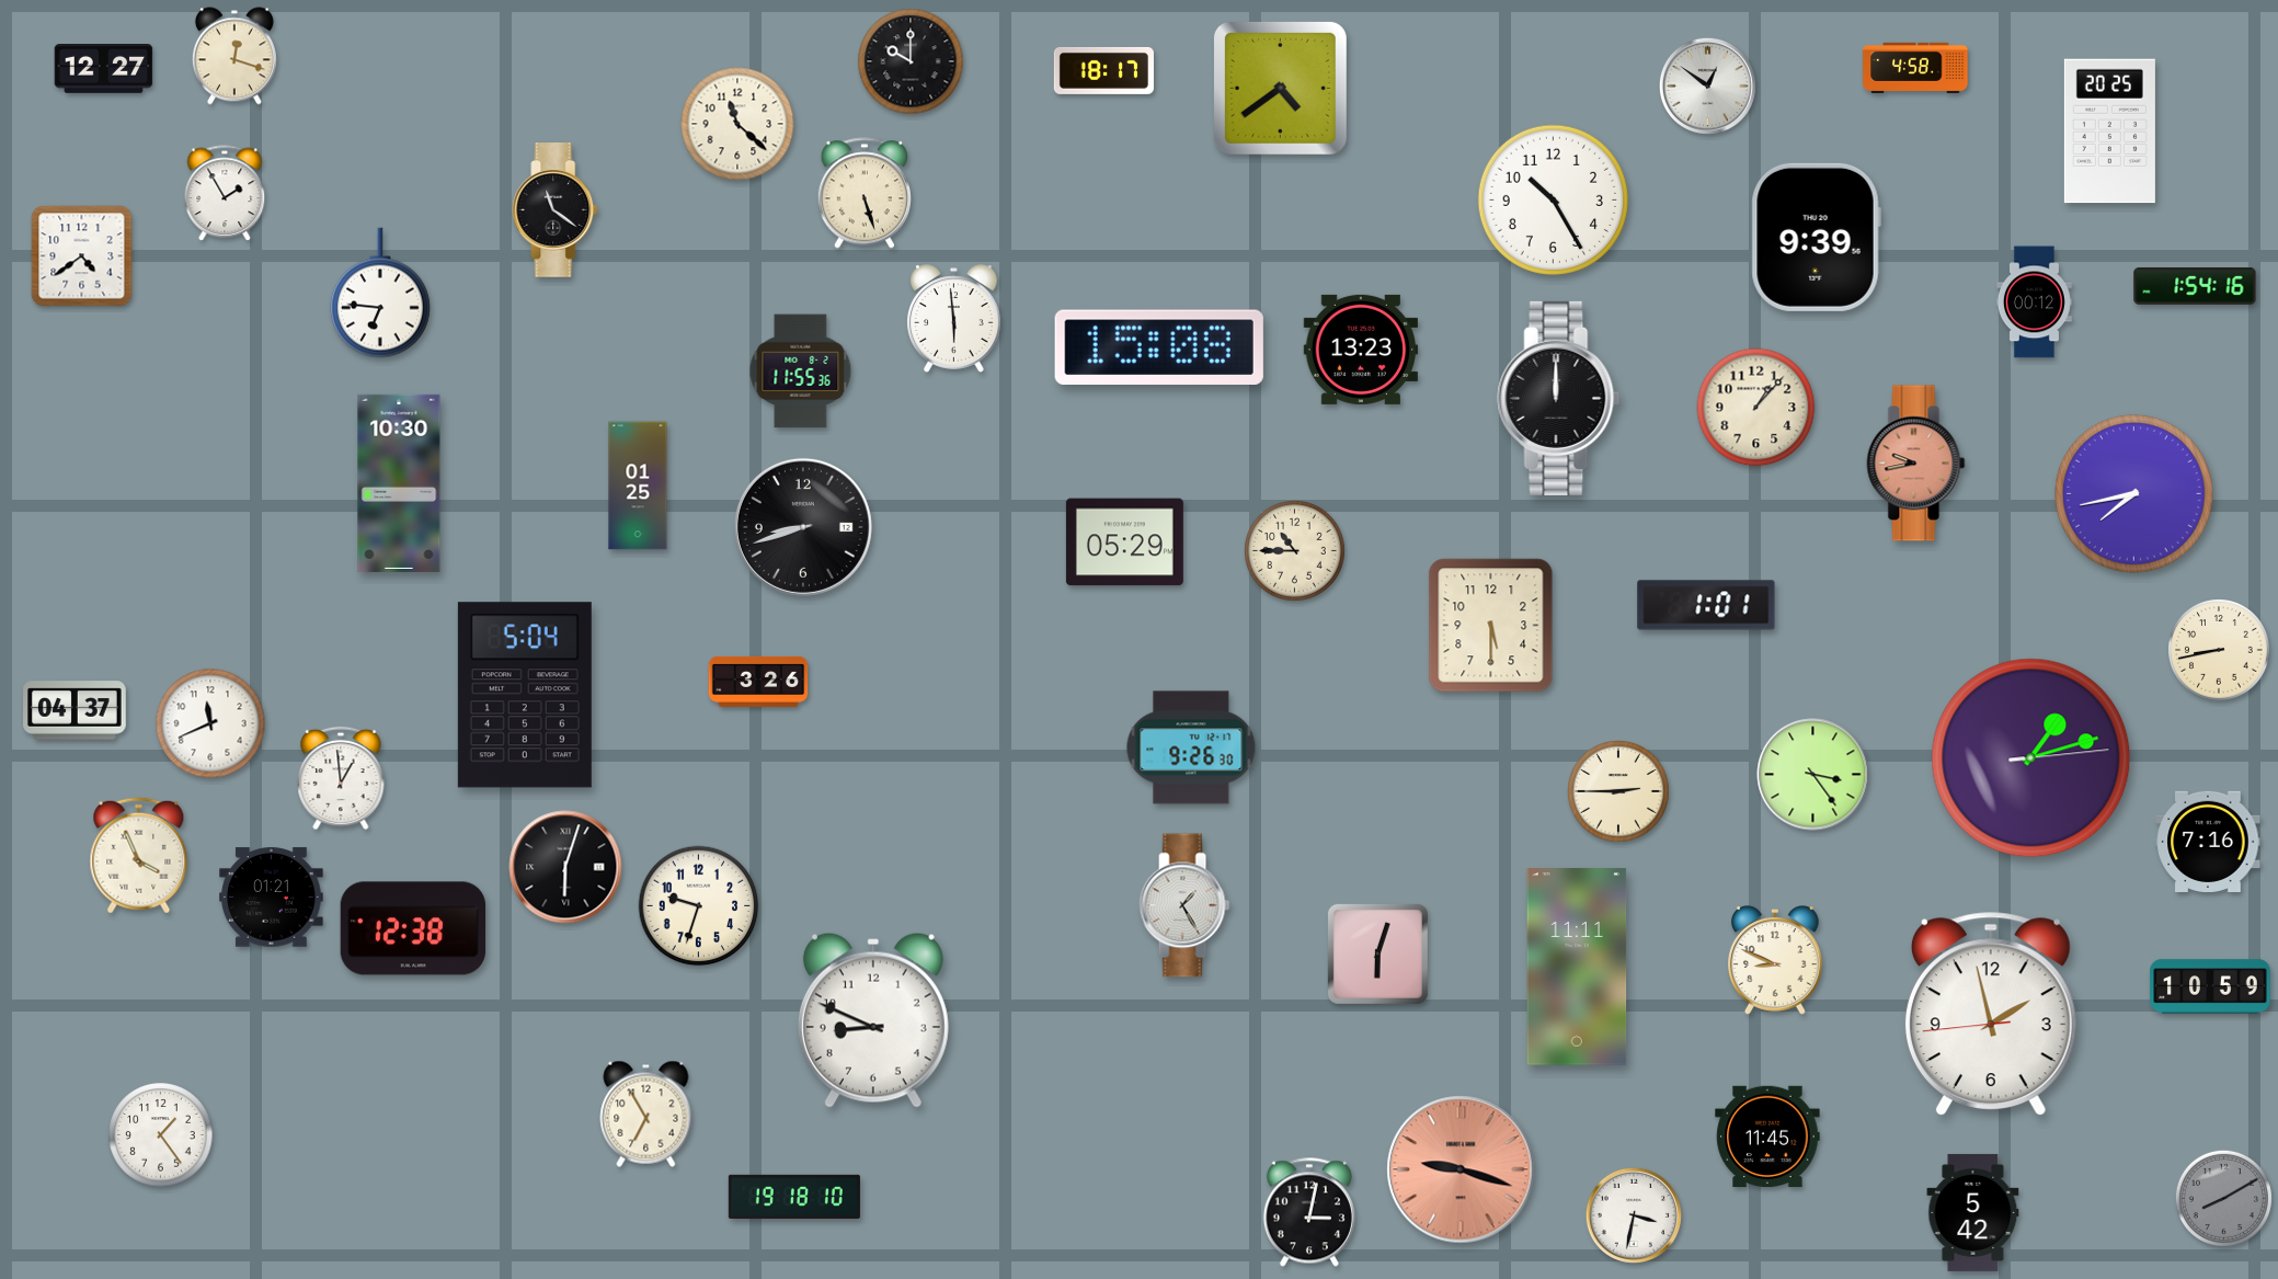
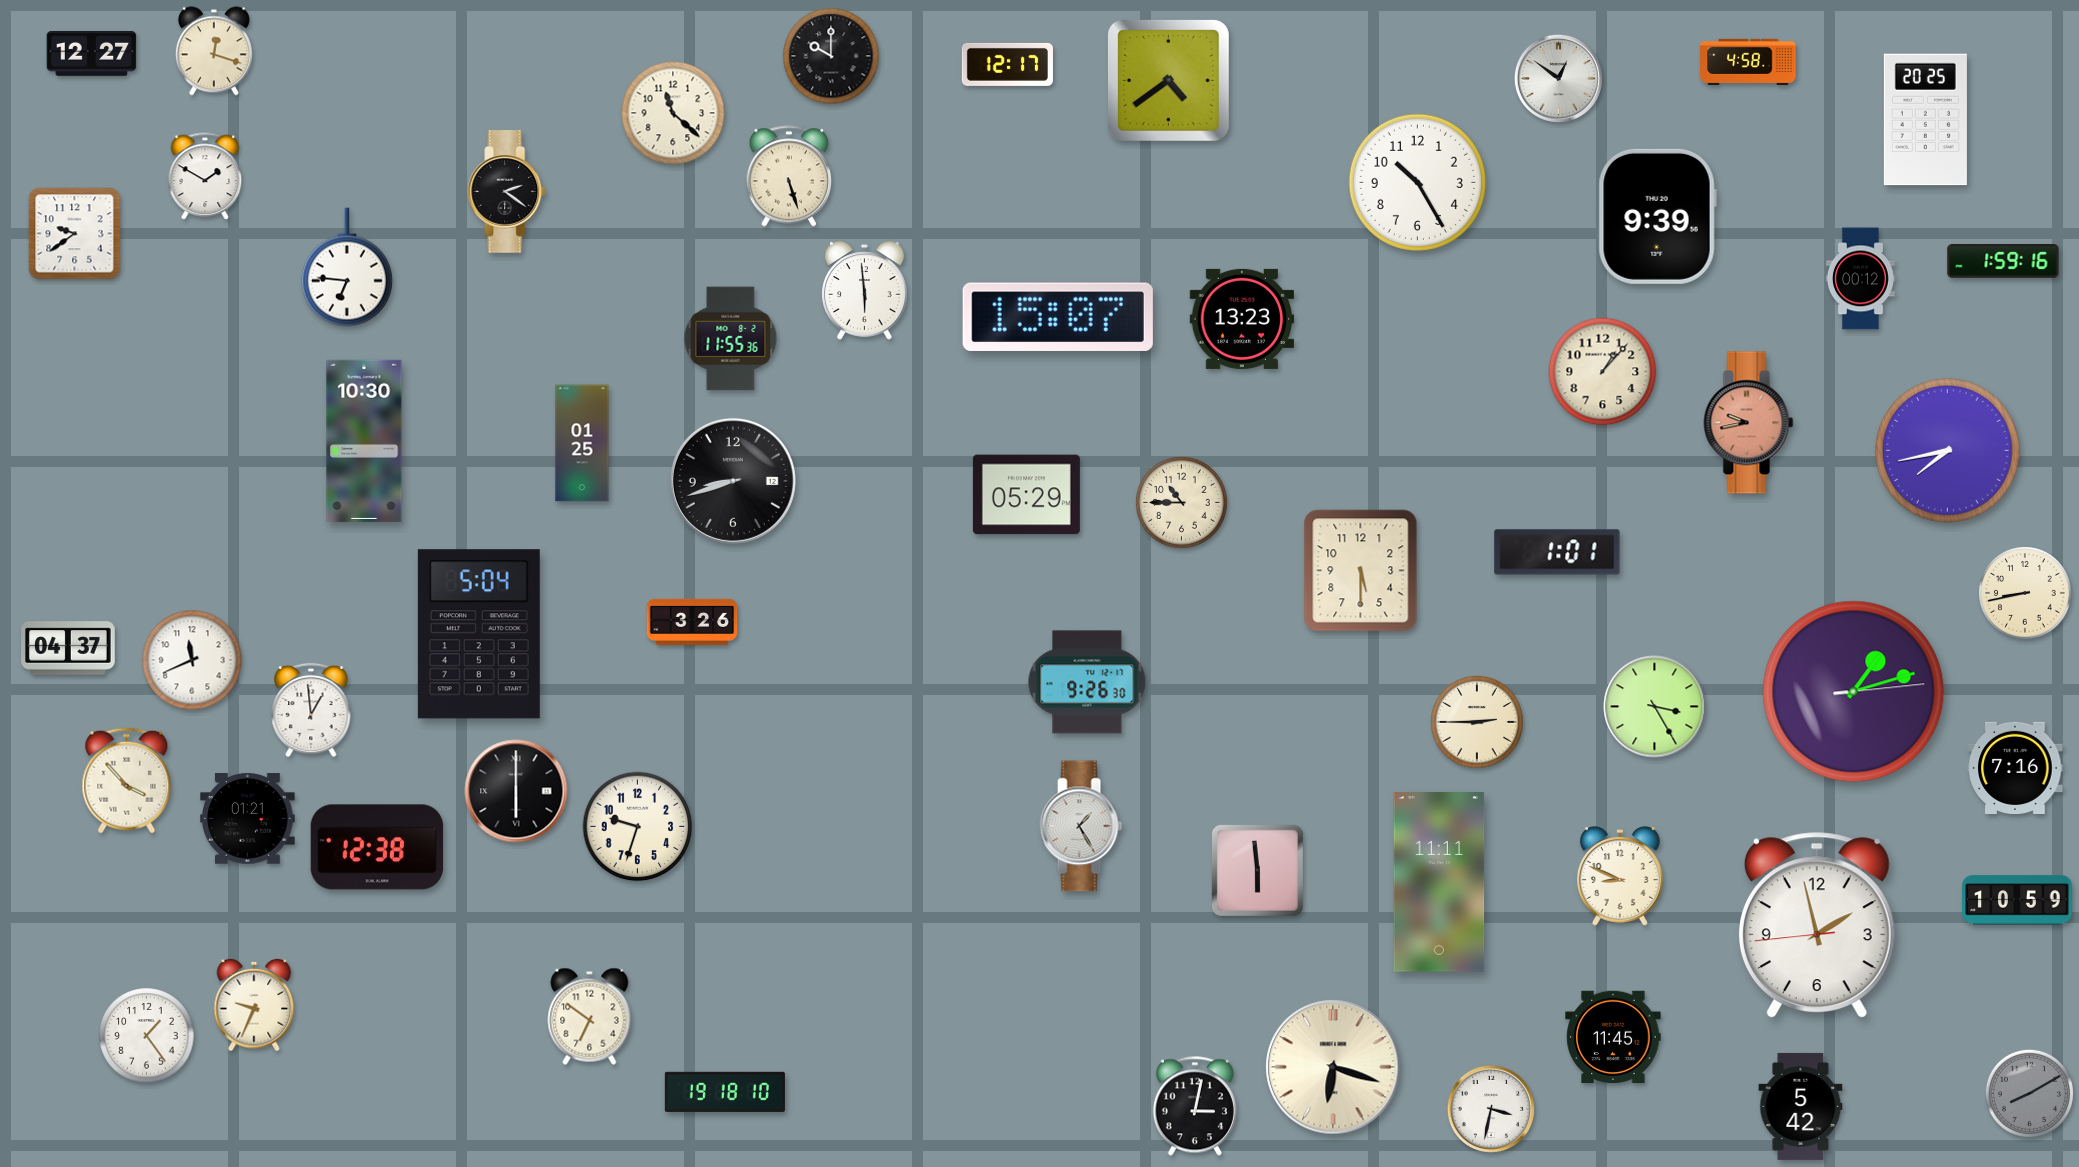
clock at (104, 69) position: (104, 69) -> (92, 54)
clock at (1103, 70): 18:17 -> 12:17
clock at (225, 194): 1:55 -> 1:50
clock at (556, 210): 11:21 -> 2:21
clock at (82, 256): 4:39 -> 9:39
clock at (2195, 287): 1:54 -> 1:59
clock at (2034, 302) position: (2034, 302) -> (1860, 279)
clock at (954, 319) position: (954, 319) -> (865, 291)
clock at (1159, 346): 15:08 -> 15:07
clock at (1559, 398): 12:00 -> none
clock at (1813, 775): 3:24 -> 3:25
clock at (139, 856): 3:56 -> 3:53
clock at (565, 867): 6:03 -> 6:00
clock at (1377, 953): 6:03 -> 5:59
clock at (873, 1020): 8:49 -> none
clock at (254, 1005): none -> 9:34
clock at (646, 1114): 6:55 -> 6:51
clock at (1461, 1169): 9:18 -> 6:18
clock at (1461, 1169) dial: salmon -> cream
